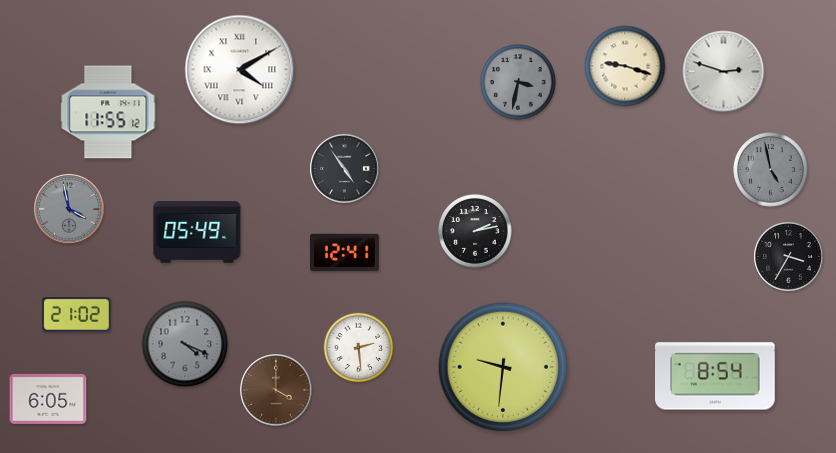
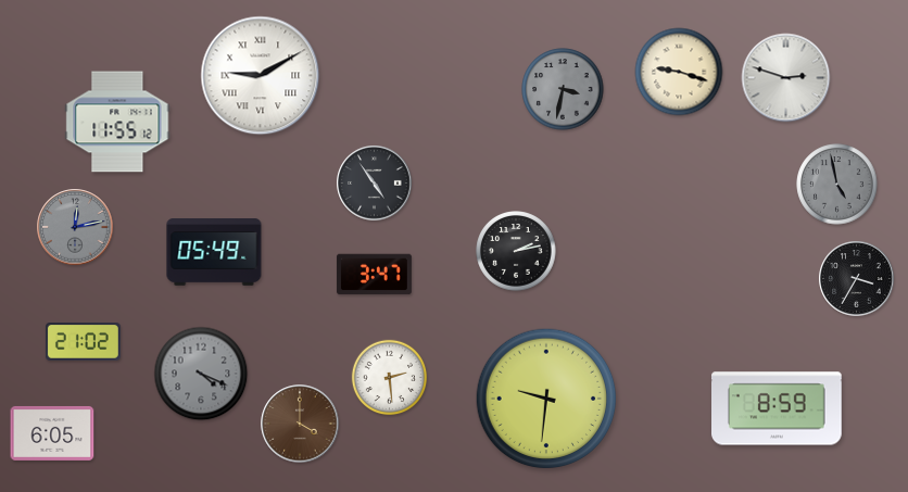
clock at (240, 70): 4:10 -> 9:10
clock at (69, 209): 3:58 -> 12:13
clock at (344, 253): 12:41 -> 3:47
clock at (716, 376): 8:54 -> 8:59
